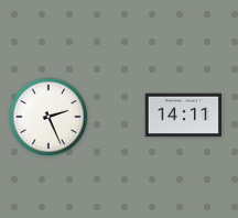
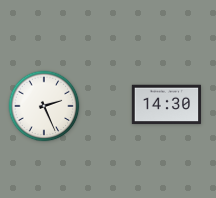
clock at (184, 116): 14:11 -> 14:30
